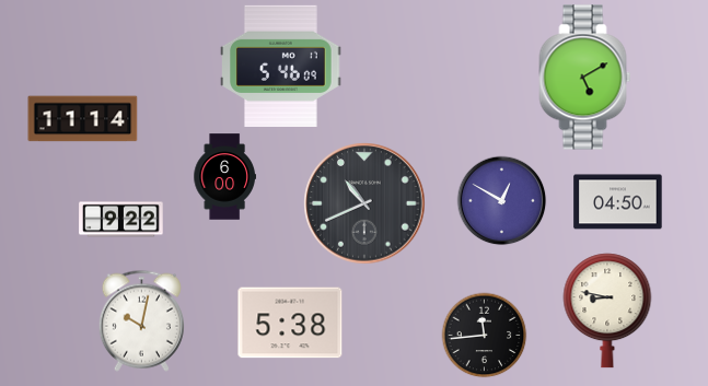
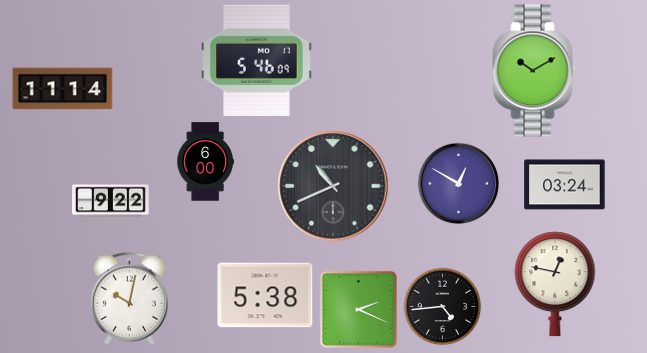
clock at (585, 78): 5:10 -> 10:10
clock at (83, 119) position: (83, 119) -> (63, 89)
clock at (618, 202): 04:50 -> 03:24
clock at (607, 311): 8:47 -> 12:47
clock at (141, 320) position: (141, 320) -> (129, 298)
clock at (484, 335): 11:44 -> 4:44
clock at (358, 309): none -> 2:19
